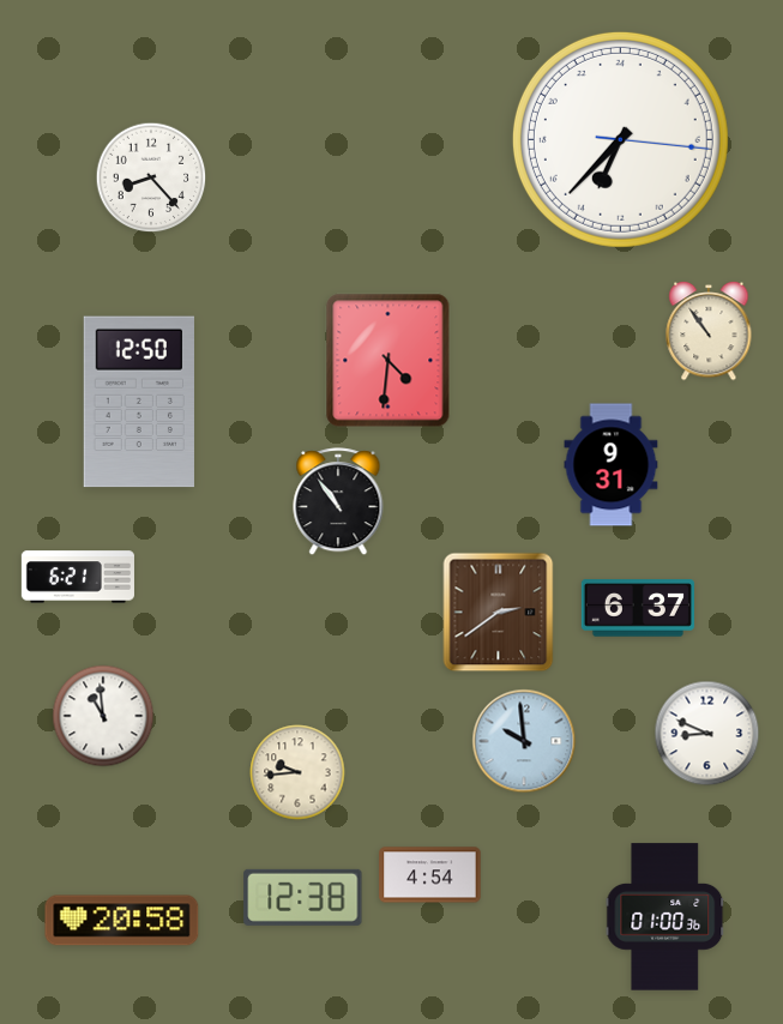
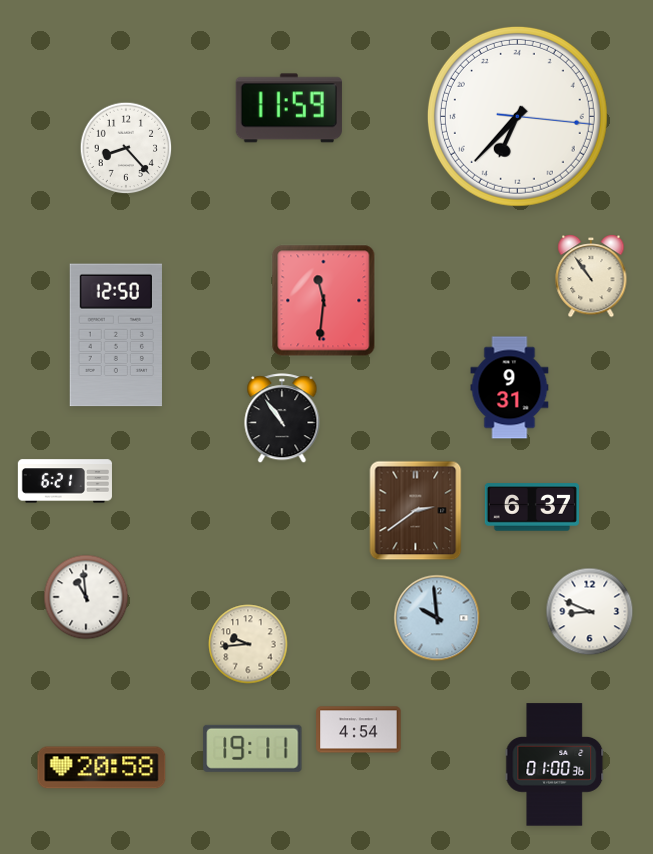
clock at (289, 108): none -> 11:59
clock at (389, 361): 4:31 -> 11:31
clock at (303, 897): 12:38 -> 19:11
